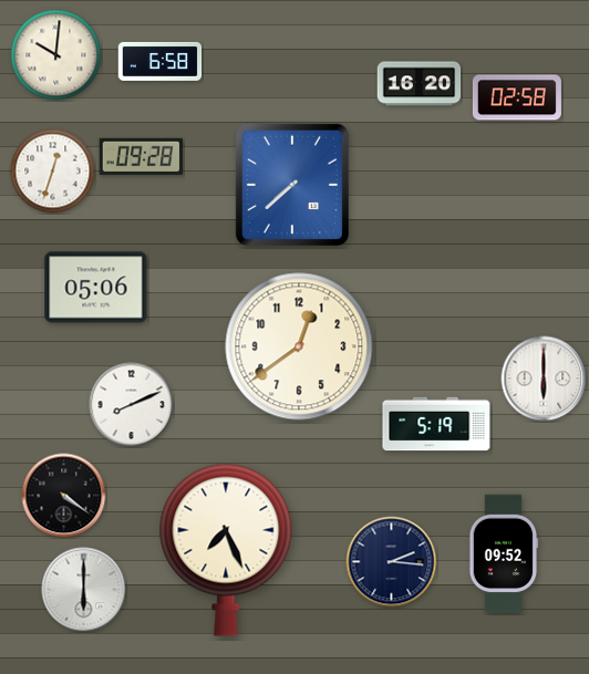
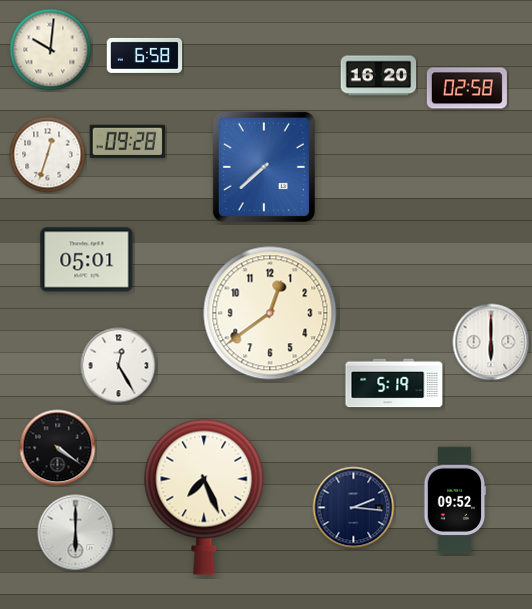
clock at (96, 288): 05:06 -> 05:01
clock at (132, 405): 8:11 -> 12:25
